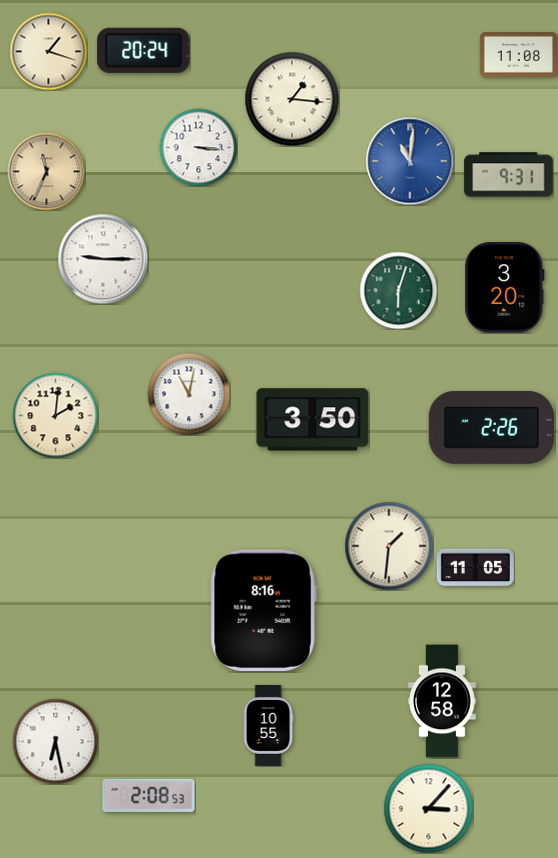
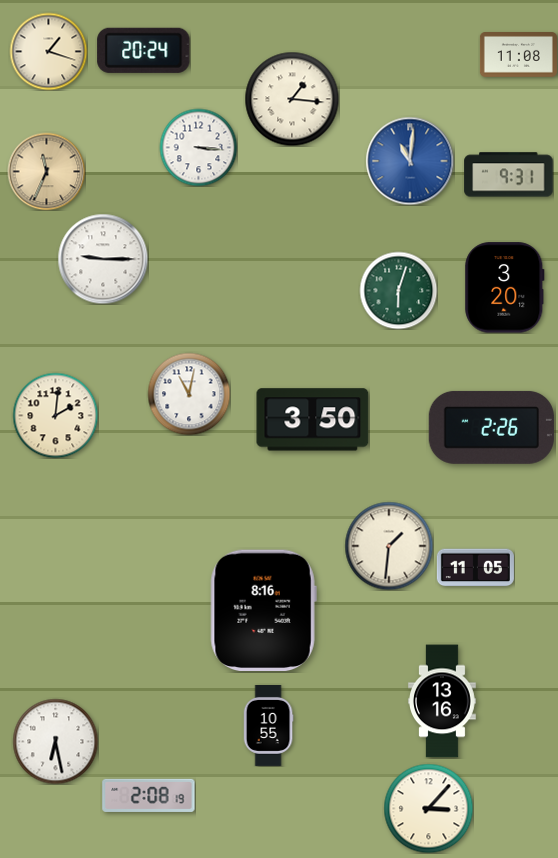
clock at (443, 701): 12:58 -> 13:16
clock at (149, 795): 2:08:53 -> 2:08:19
